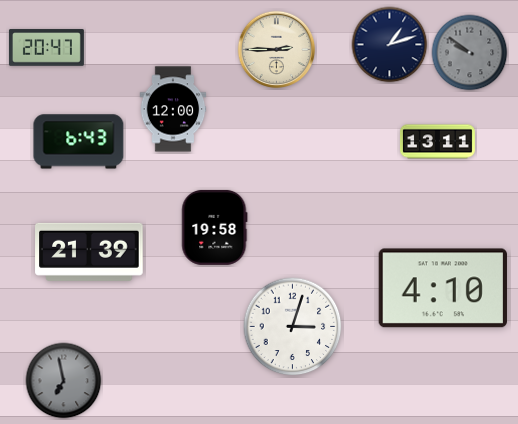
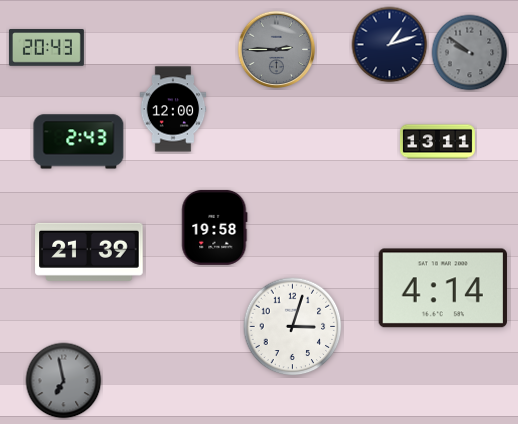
clock at (46, 48): 20:47 -> 20:43
clock at (277, 50) dial: cream -> grey
clock at (79, 142): 6:43 -> 2:43
clock at (443, 288): 4:10 -> 4:14
